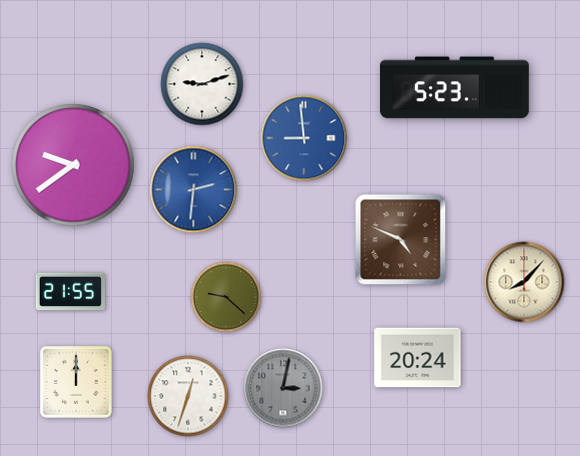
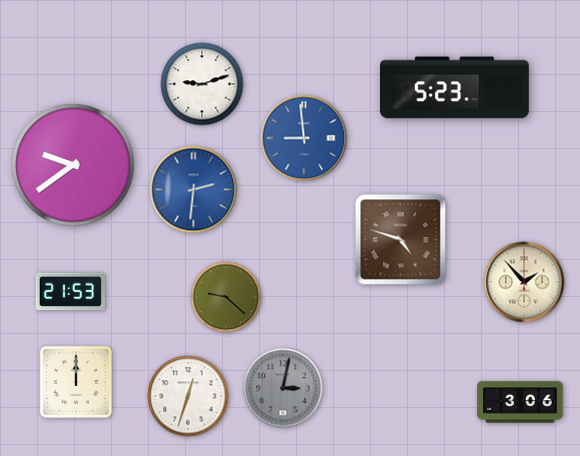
clock at (401, 240): 4:49 -> 4:48
clock at (524, 282): 8:07 -> 1:53
clock at (70, 292): 21:55 -> 21:53
clock at (418, 358): 20:24 -> none
clock at (520, 402): none -> 3:06
